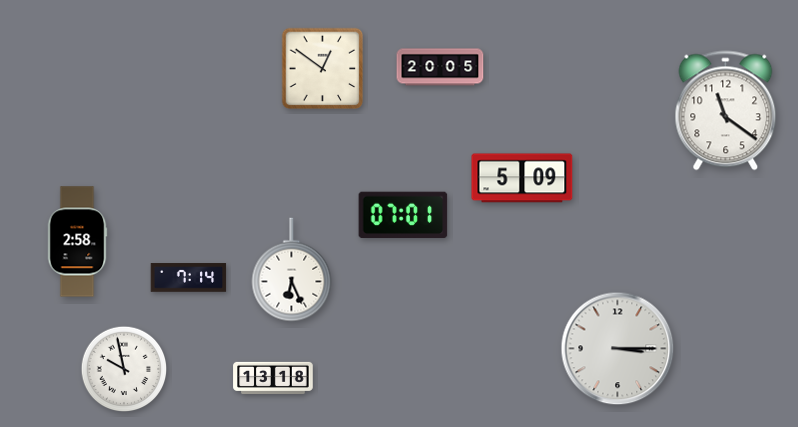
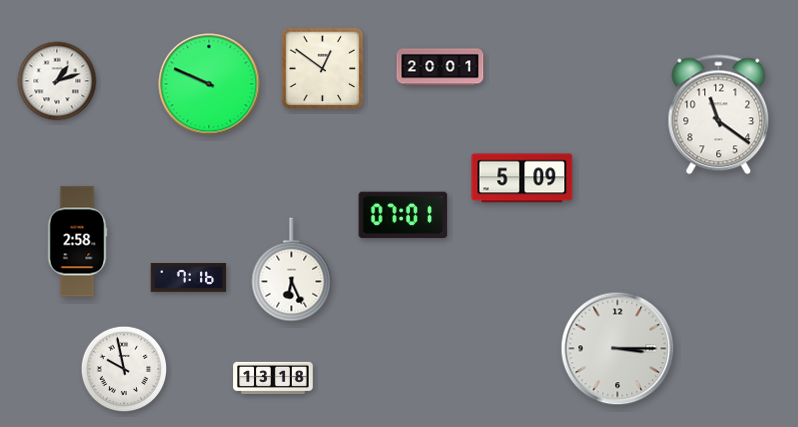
clock at (440, 67): 20:05 -> 20:01
clock at (57, 81): none -> 1:12
clock at (209, 84): none -> 9:49
clock at (726, 111) position: (726, 111) -> (719, 115)
clock at (189, 278): 7:14 -> 7:16
